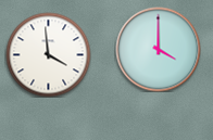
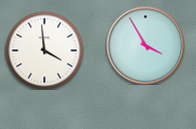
clock at (158, 49): 4:00 -> 3:55
